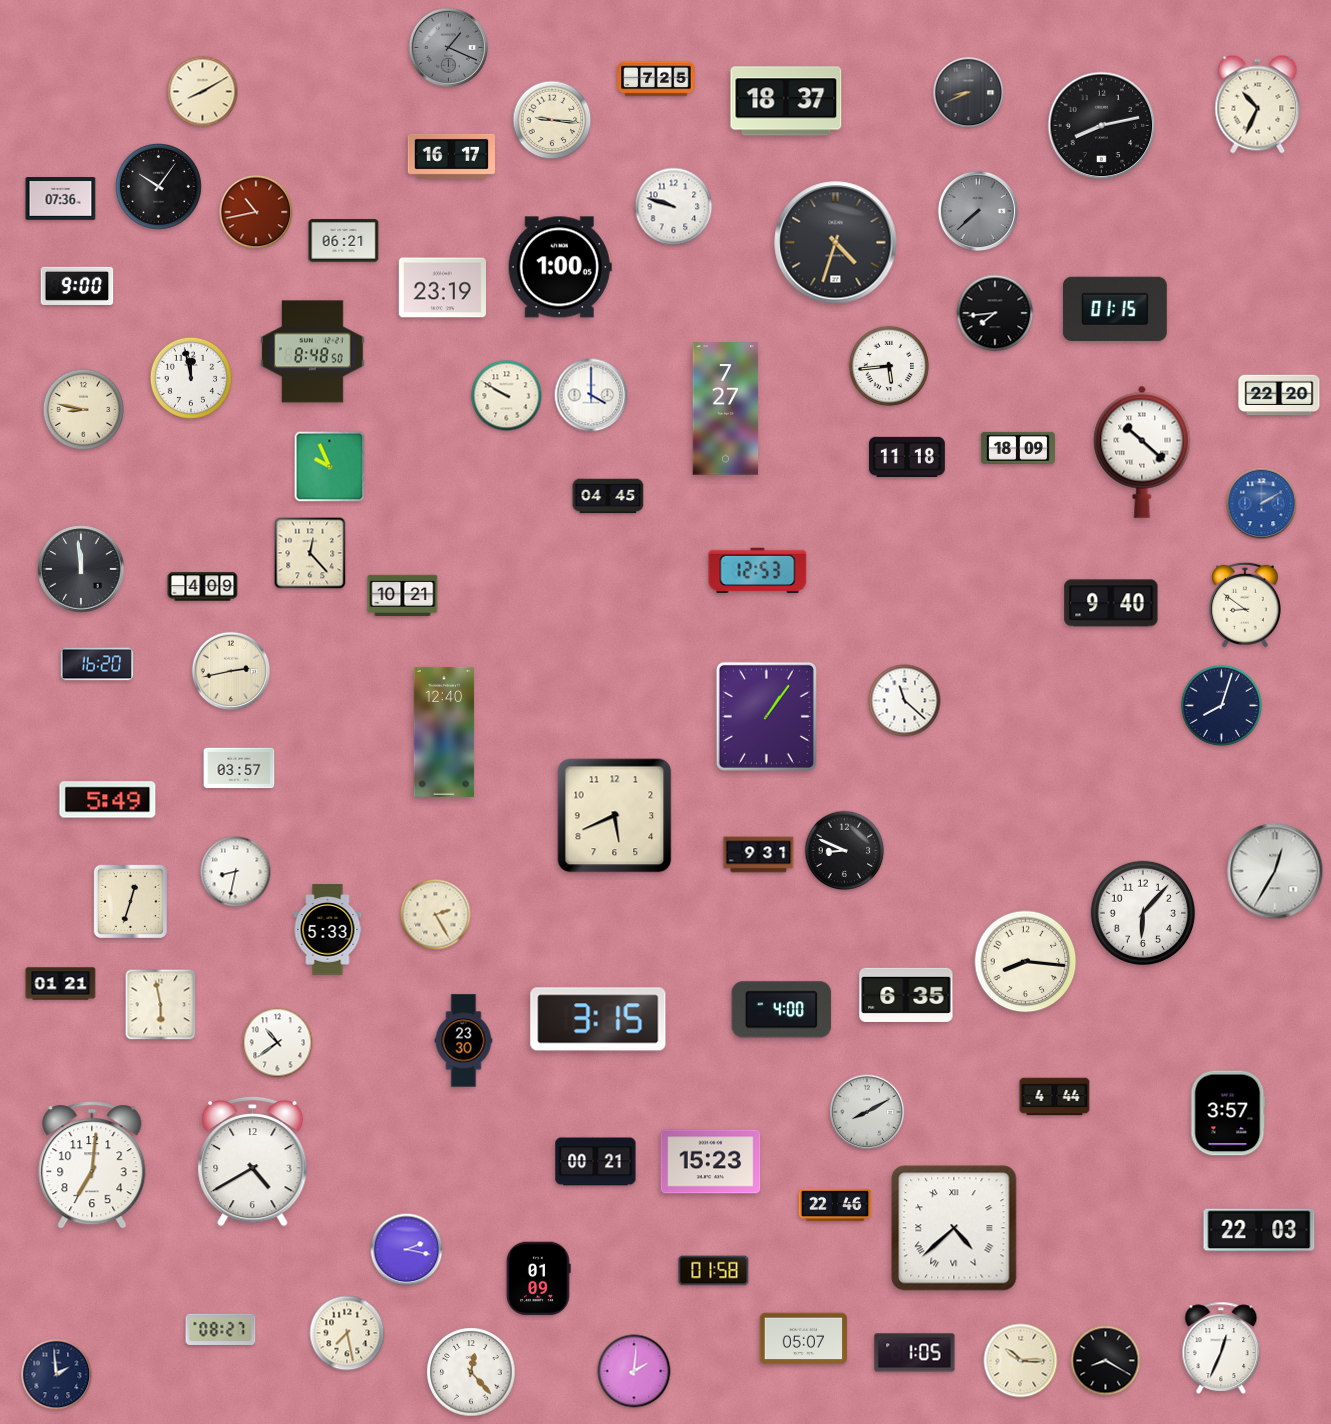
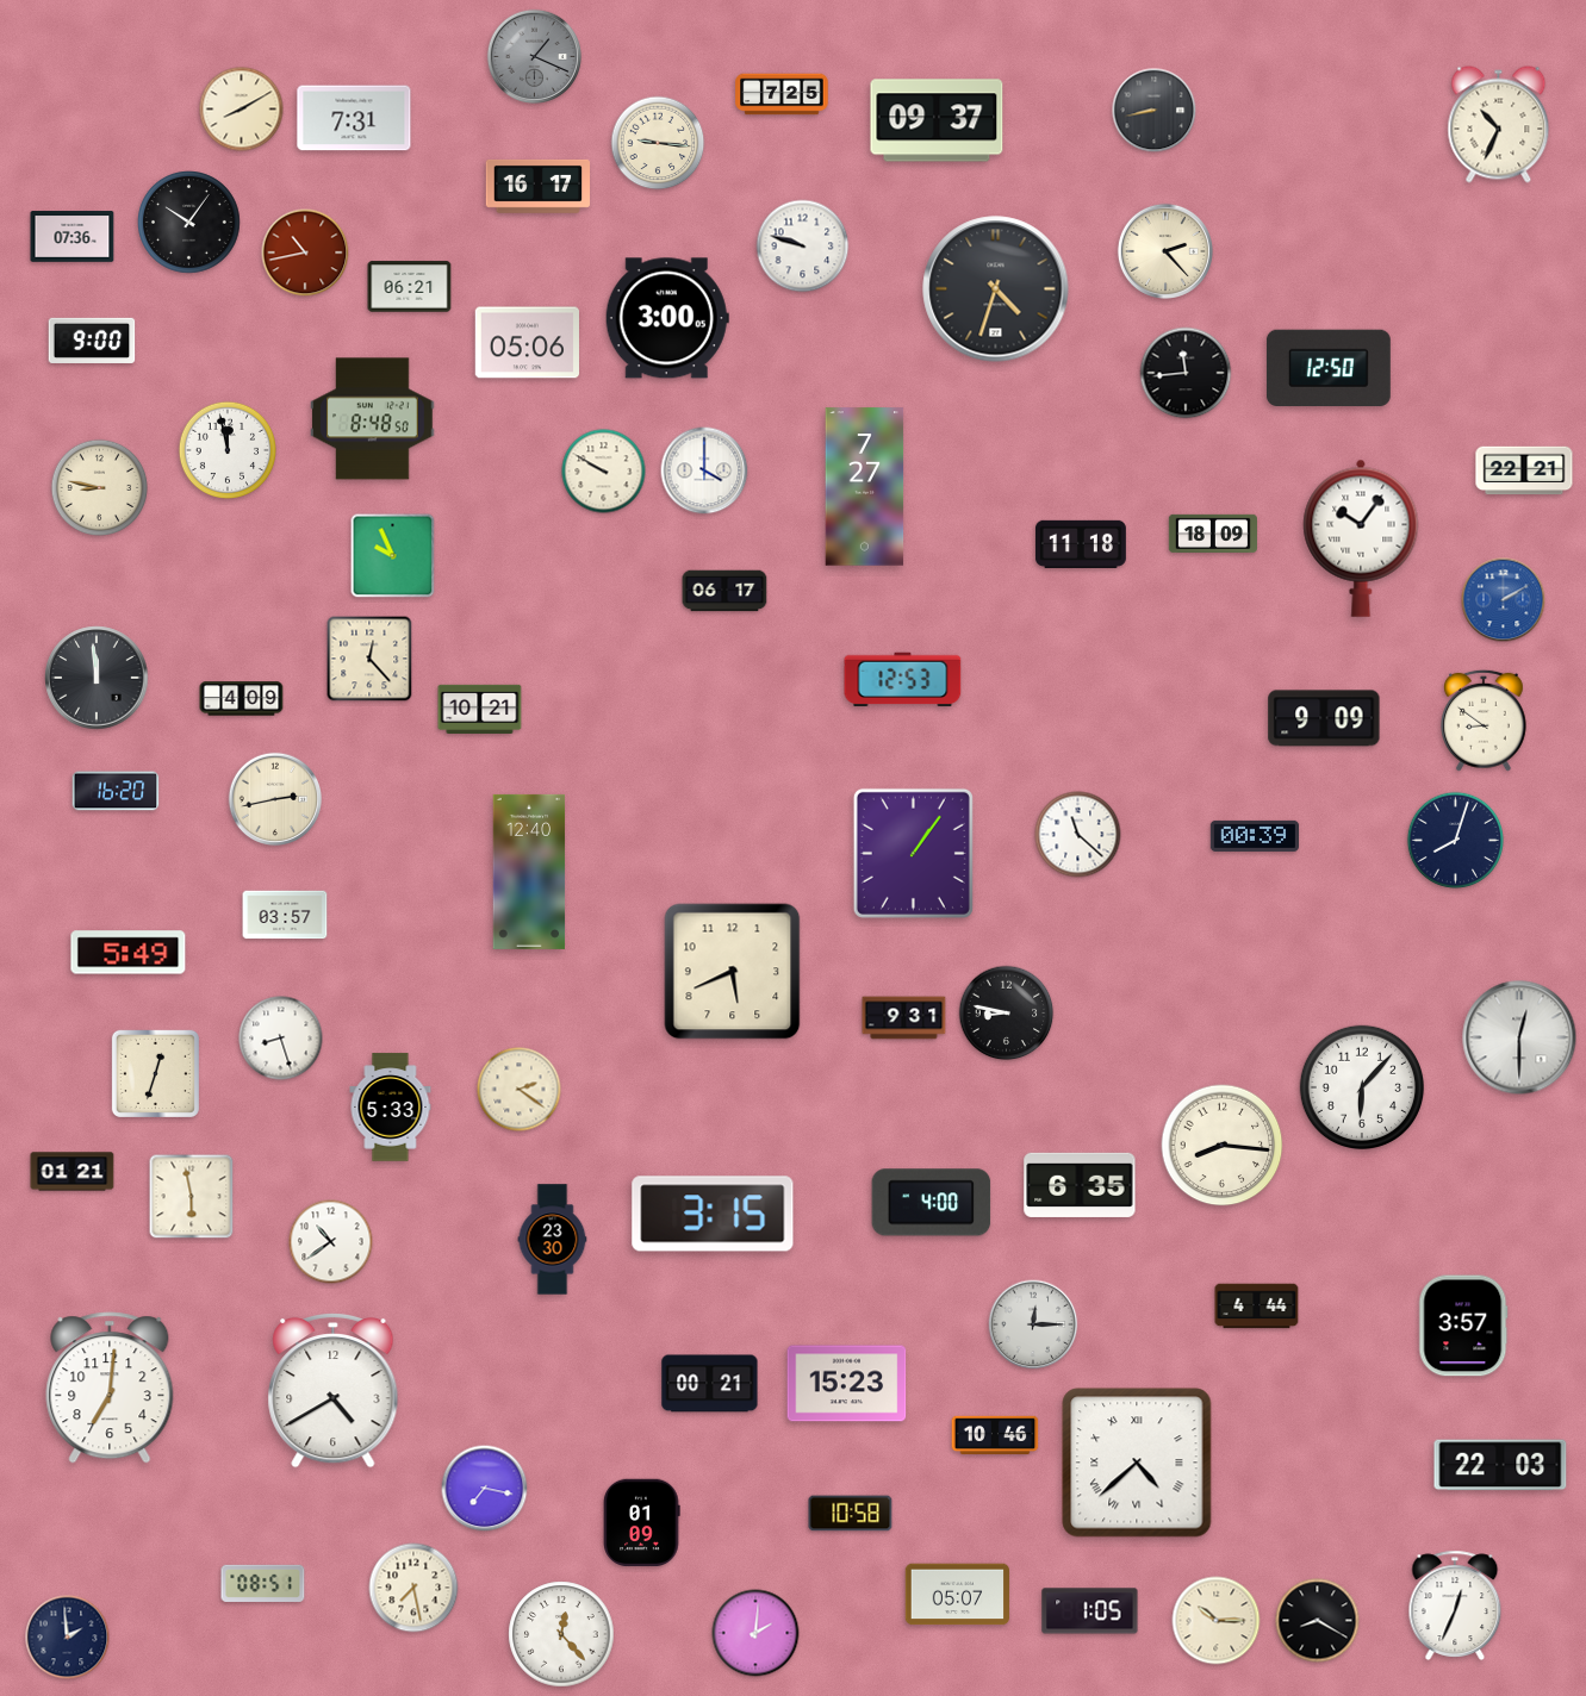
clock at (969, 93): 8:41 -> 8:43
clock at (354, 118): none -> 7:31
clock at (786, 101): 18:37 -> 09:37
clock at (1102, 126): 8:13 -> none
clock at (978, 211): 7:38 -> 2:23
clock at (978, 211) dial: grey -> cream
clock at (560, 267): 1:00 -> 3:00
clock at (443, 288): 23:19 -> 05:06
clock at (1115, 309): 01:15 -> 12:50
clock at (995, 313): 7:44 -> 11:44
clock at (889, 366): 5:44 -> none
clock at (1279, 395): 22:20 -> 22:21
clock at (1142, 452): 10:22 -> 10:06
clock at (608, 496): 04:45 -> 06:17
clock at (1111, 603): 9:40 -> 9:09
clock at (1254, 836): none -> 00:39
clock at (845, 851): 8:49 -> 8:47
clock at (1275, 871): 12:35 -> 12:30
clock at (236, 872): 8:32 -> 8:27
clock at (436, 915): 2:25 -> 2:21
clock at (867, 1112): 8:10 -> 12:15
clock at (253, 1161) position: (253, 1161) -> (334, 1390)
clock at (835, 1205): 22:46 -> 10:46
clock at (407, 1250): 2:17 -> 7:17
clock at (714, 1271): 01:58 -> 10:58
clock at (221, 1329): 08:27 -> 08:51
